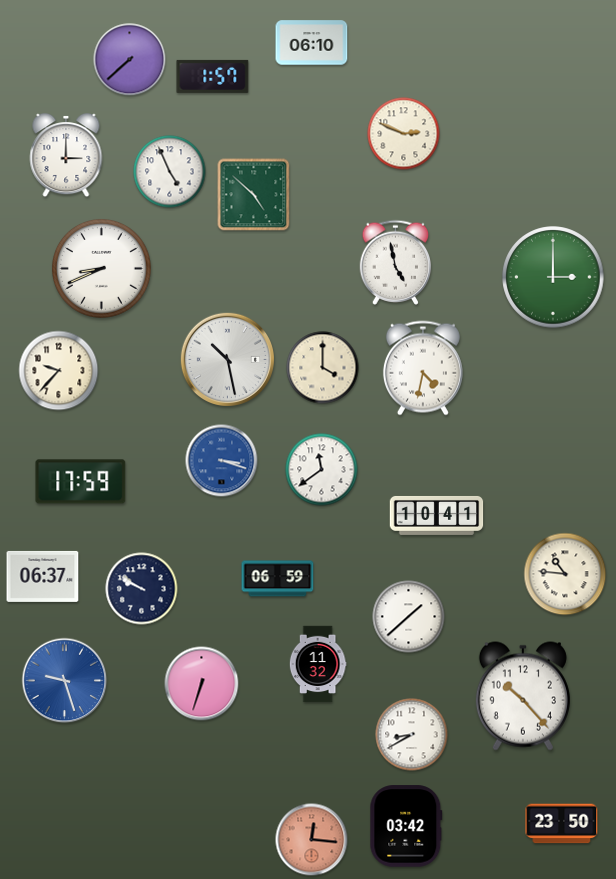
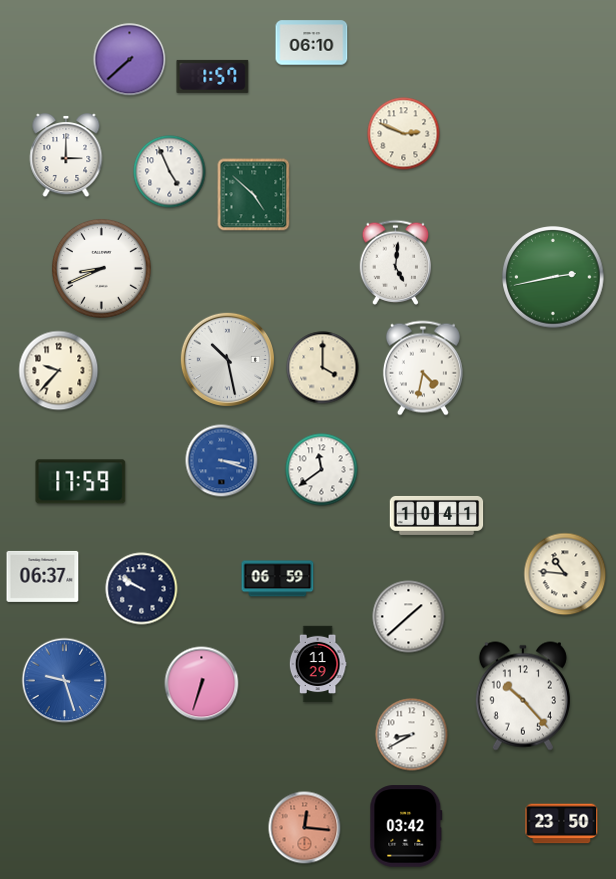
clock at (396, 262): 4:58 -> 5:01
clock at (553, 277): 3:00 -> 2:43
clock at (318, 664): 11:32 -> 11:29
clock at (312, 840) position: (312, 840) -> (305, 828)
